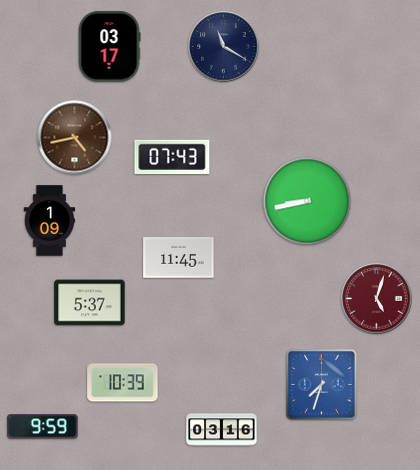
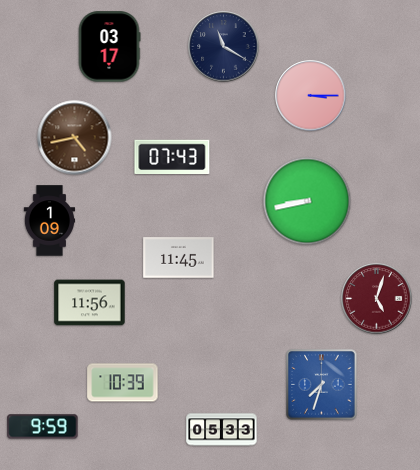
clock at (311, 96): none -> 3:15
clock at (90, 303): 5:37 -> 11:56
clock at (222, 430): 03:16 -> 05:33
